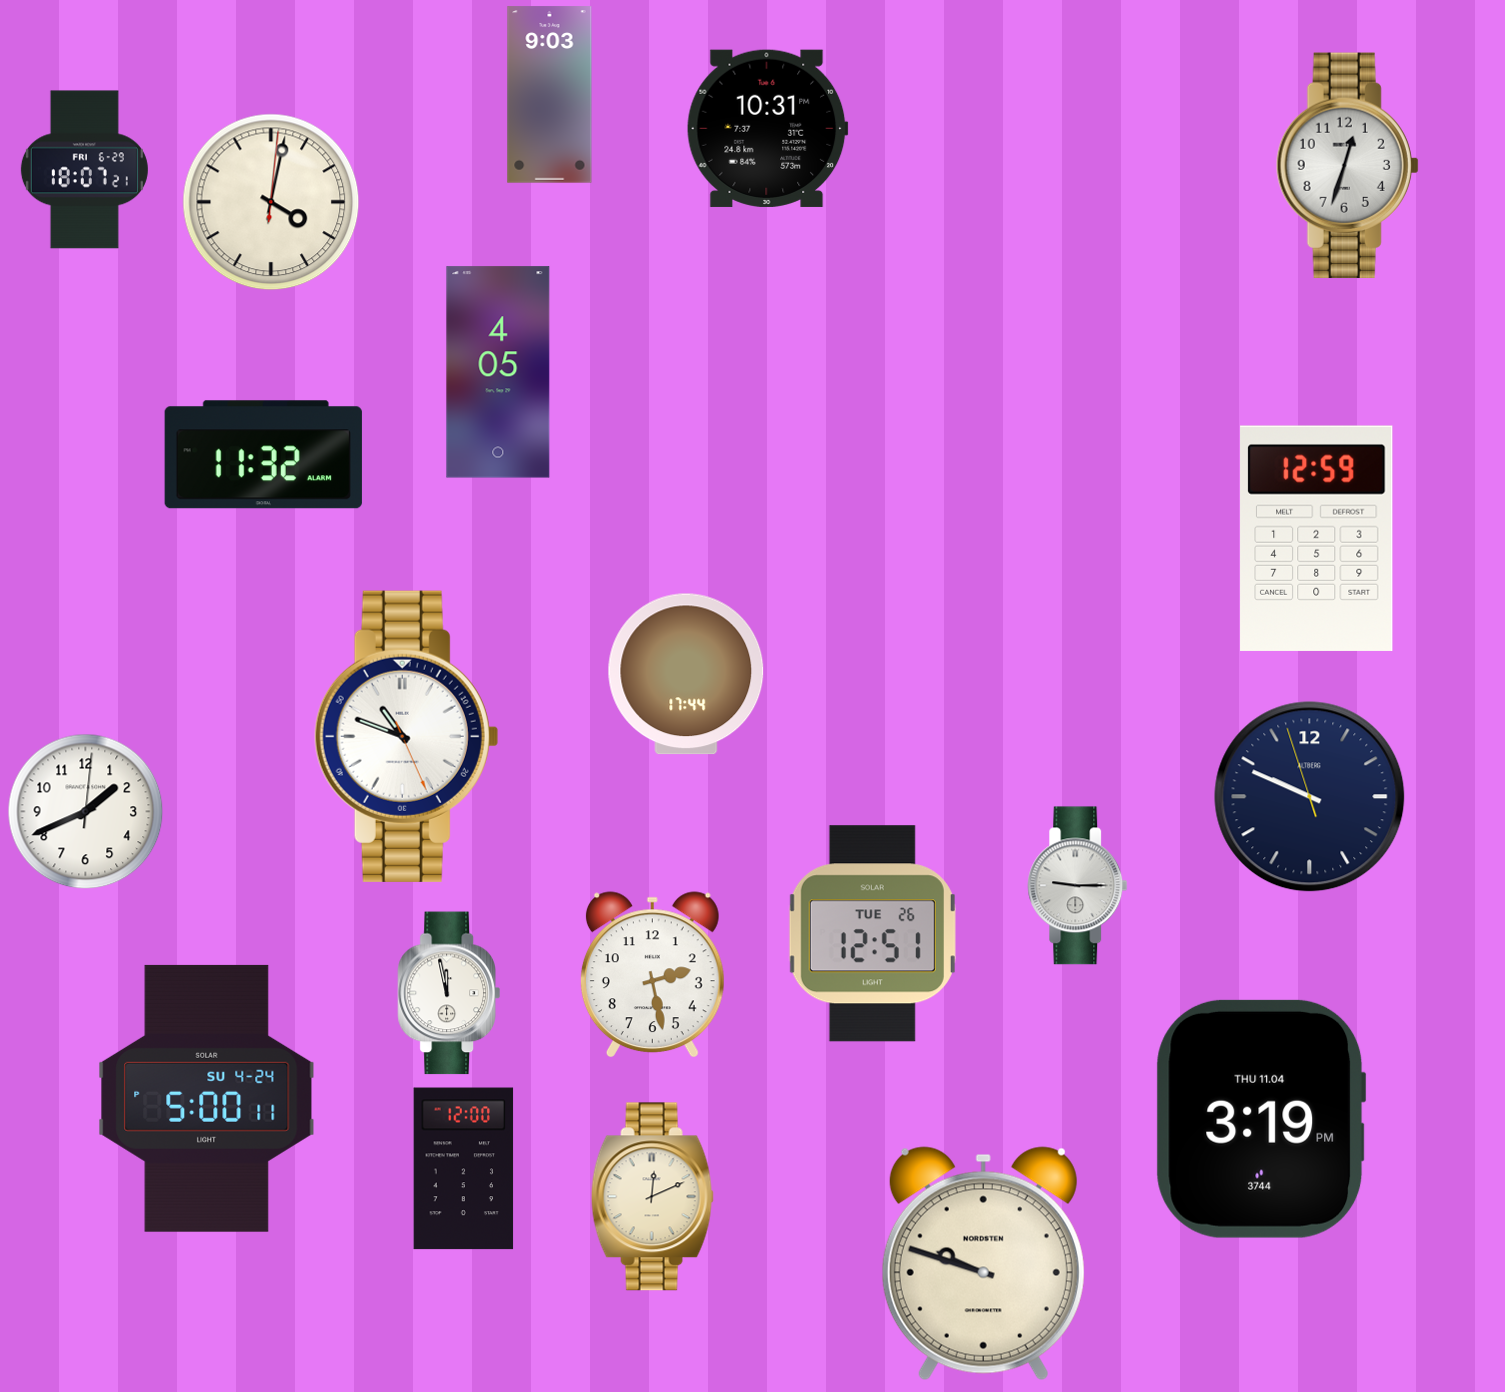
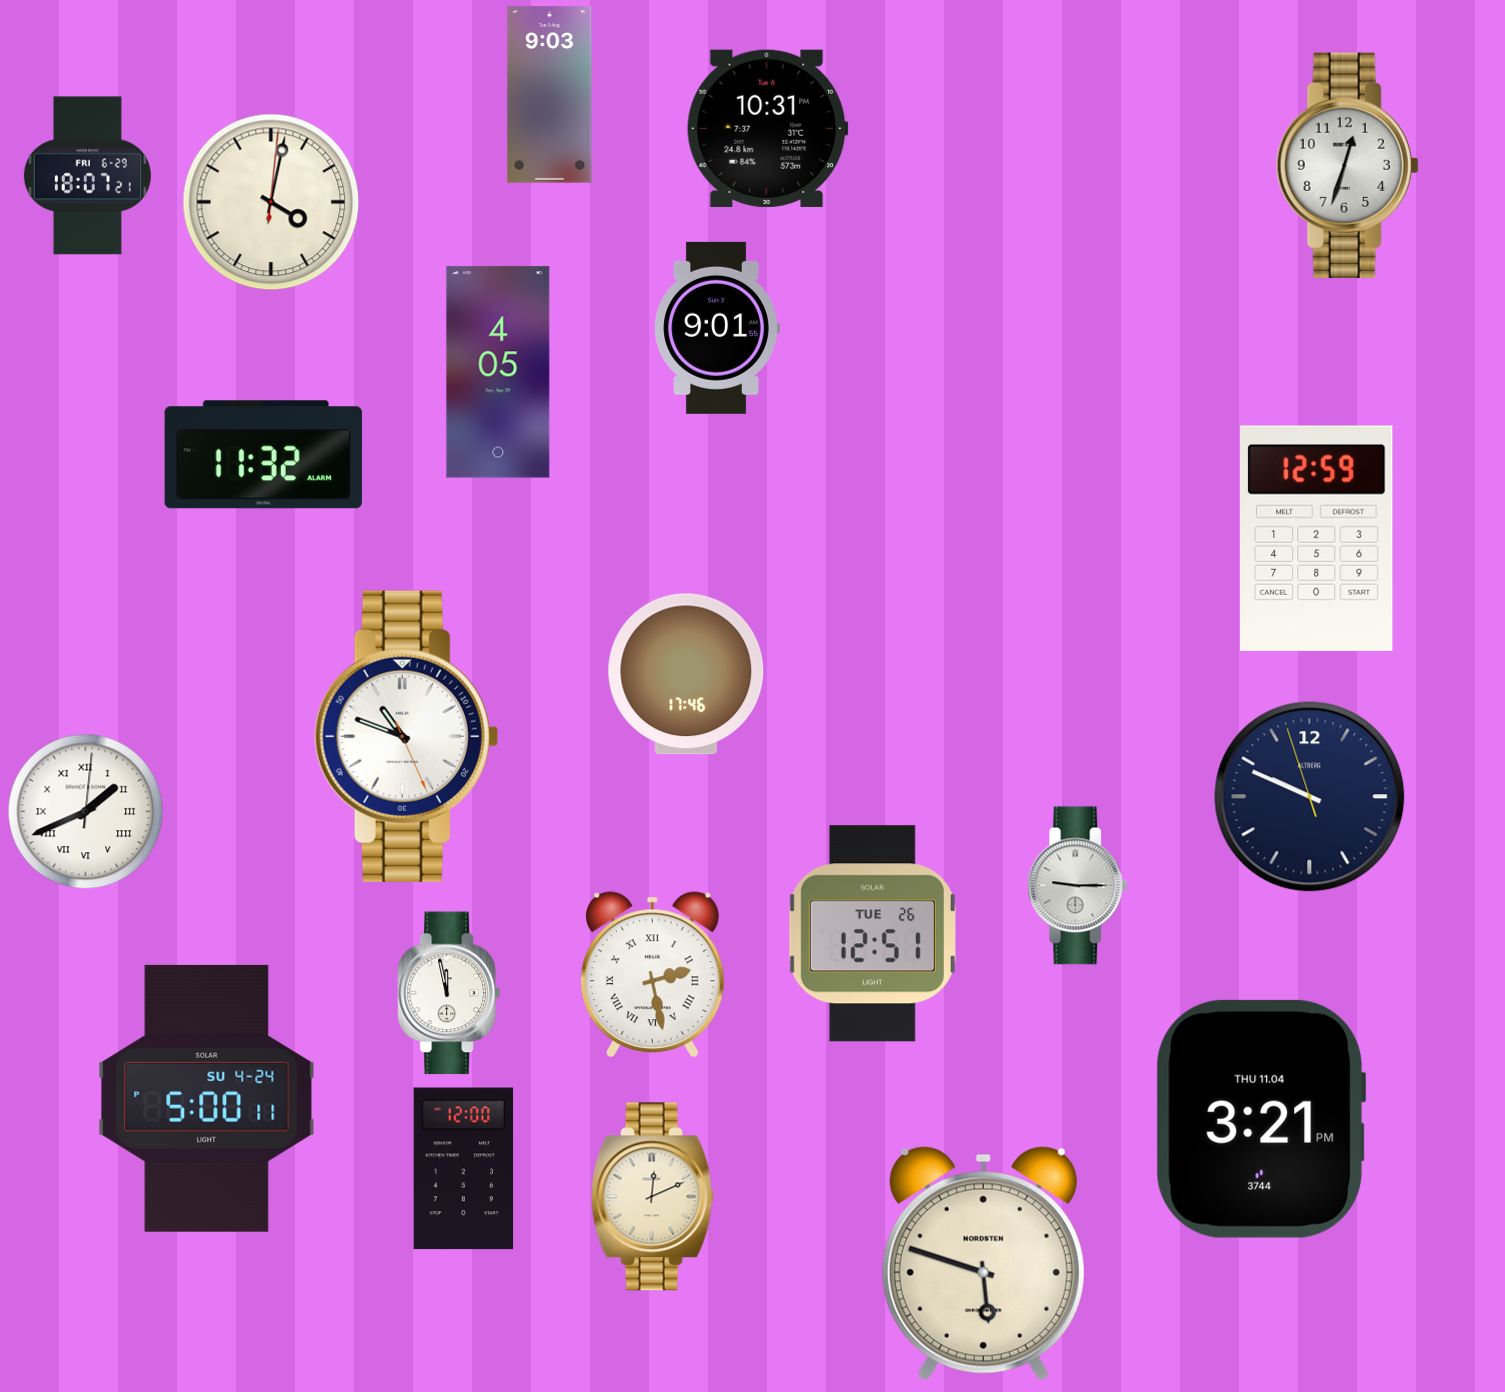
clock at (84, 170) position: (84, 170) -> (87, 176)
clock at (717, 328): none -> 9:01
clock at (686, 674): 17:44 -> 17:46
clock at (86, 812) numerals: Arabic -> Roman
clock at (652, 975) numerals: Arabic -> Roman
clock at (1261, 1119): 3:19 -> 3:21
clock at (983, 1264): 9:48 -> 5:48
